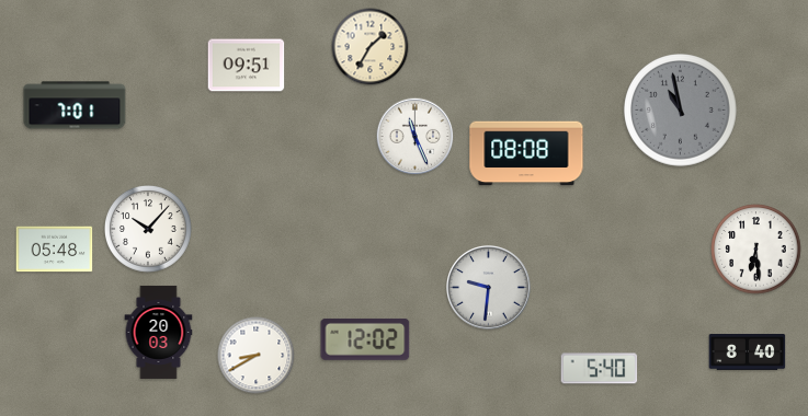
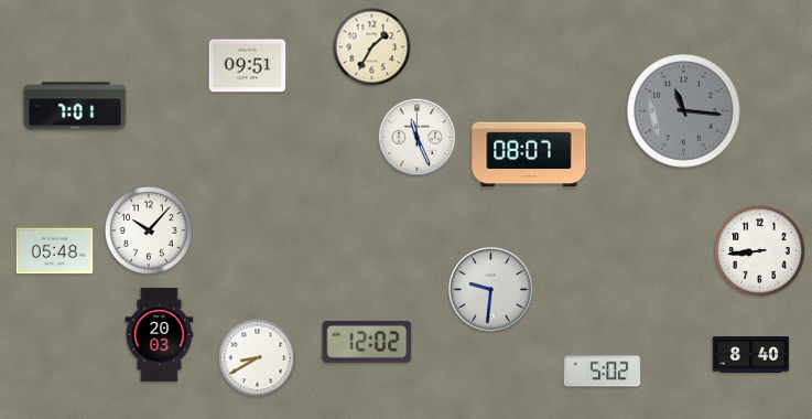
clock at (681, 111): 10:58 -> 11:16
clock at (526, 153): 08:08 -> 08:07
clock at (756, 250): 6:29 -> 8:44
clock at (600, 369): 5:40 -> 5:02
